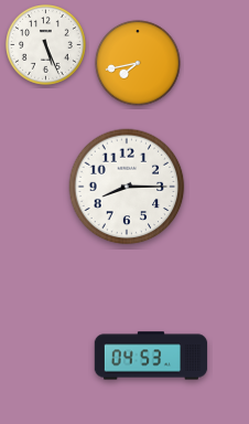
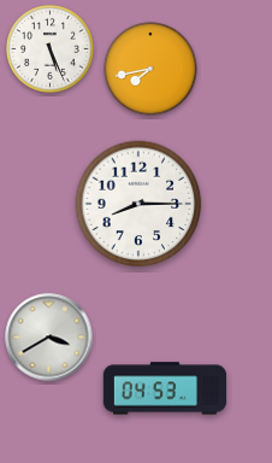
clock at (49, 338): none -> 3:40
